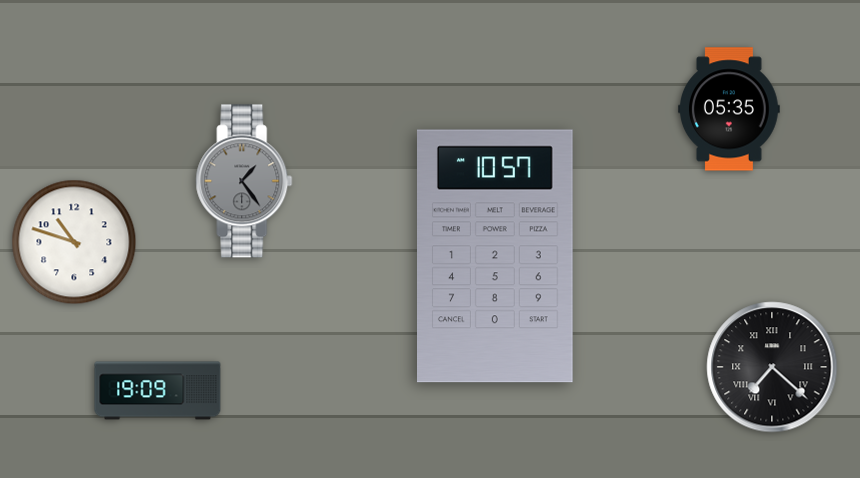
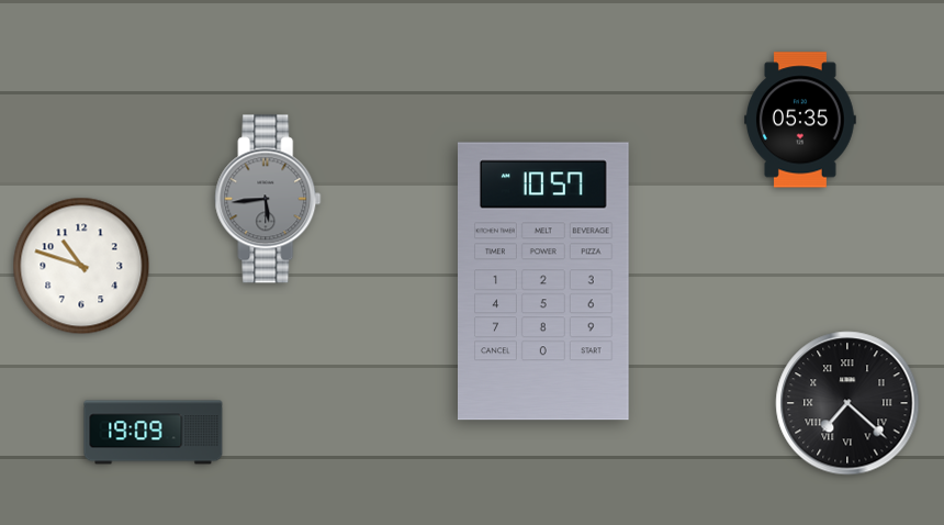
clock at (244, 181): 1:24 -> 5:44
clock at (158, 391) position: (158, 391) -> (154, 433)
